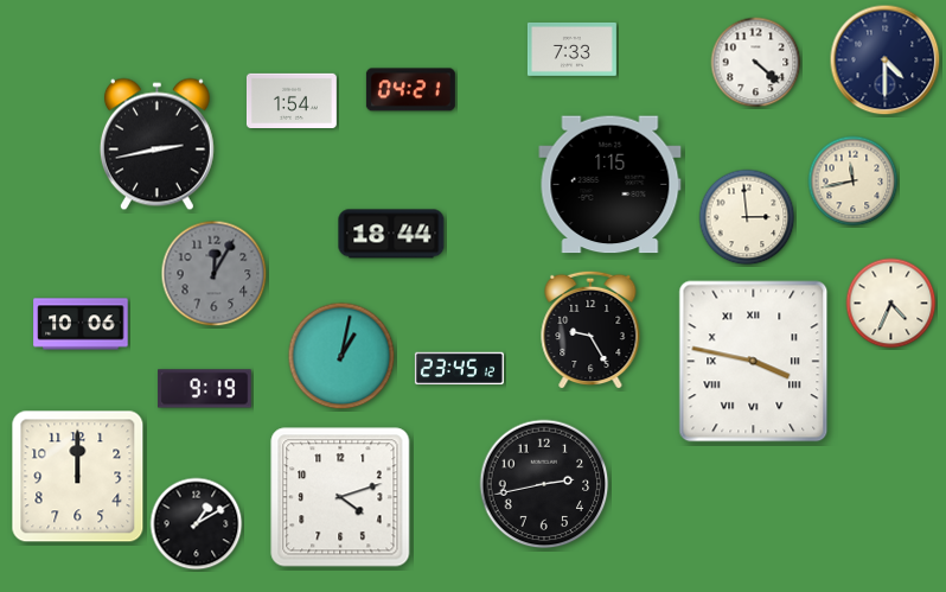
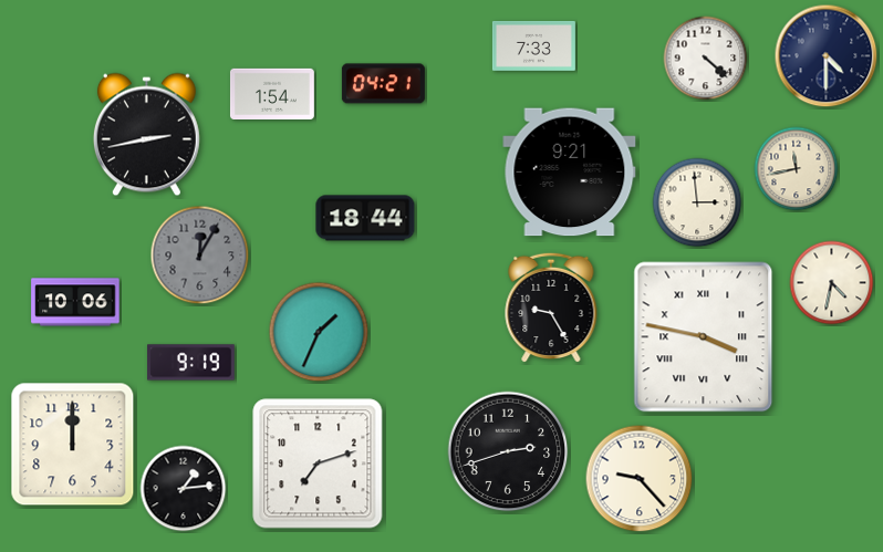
clock at (611, 185): 1:15 -> 9:21
clock at (891, 304): 4:34 -> 4:32
clock at (341, 356): 1:02 -> 1:34
clock at (459, 369): 23:45 -> none
clock at (544, 484): 2:43 -> 2:42
clock at (340, 497): 4:12 -> 7:12
clock at (640, 479): none -> 9:23
clock at (197, 524): 1:10 -> 1:14
